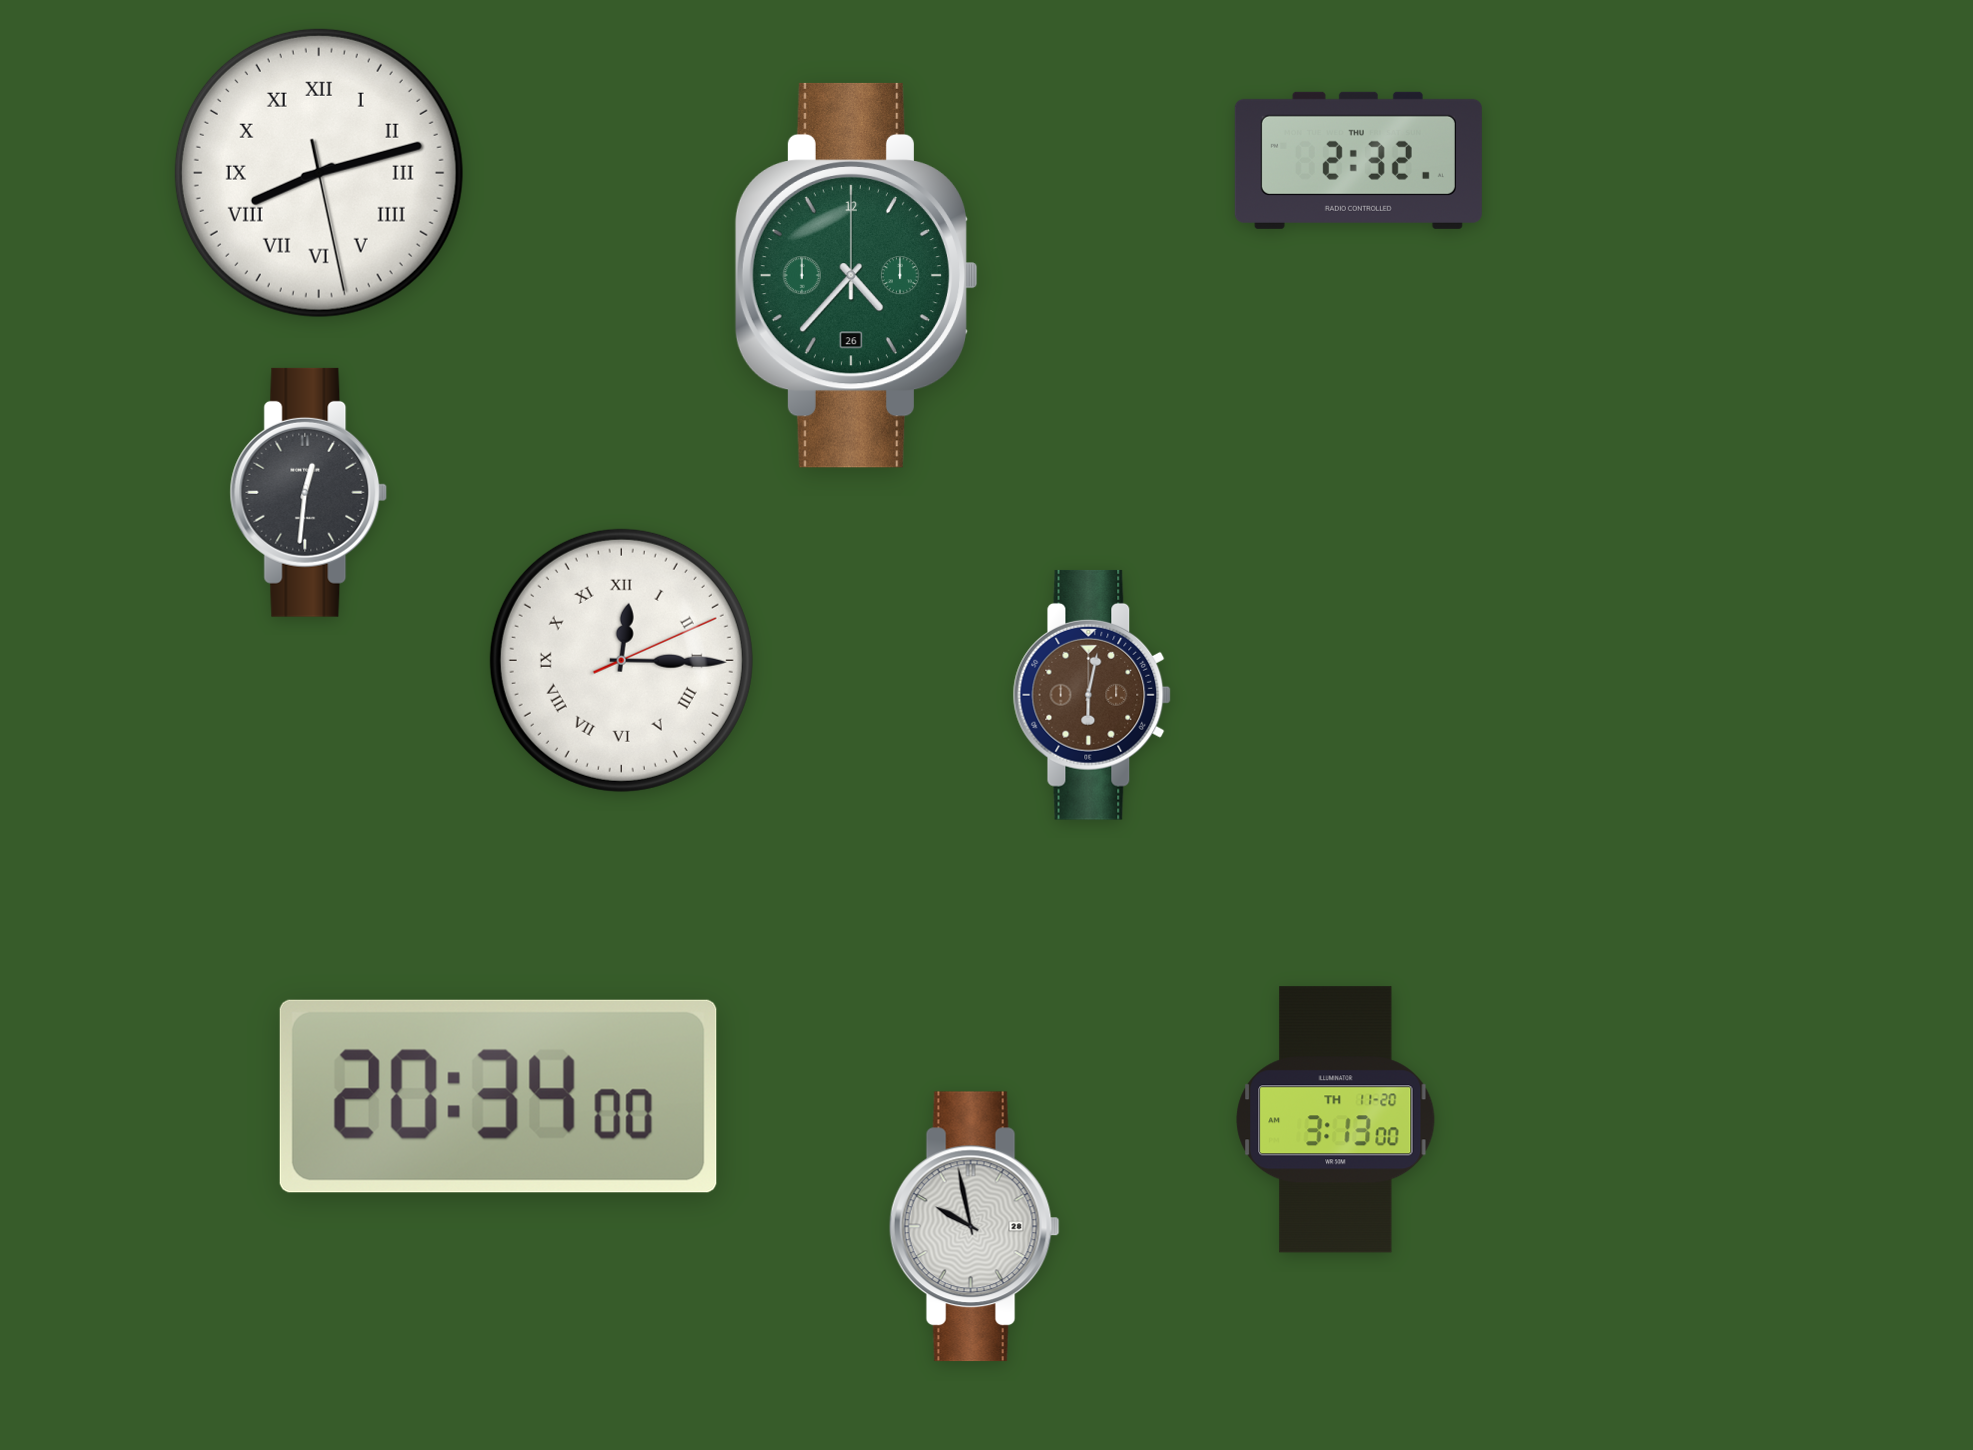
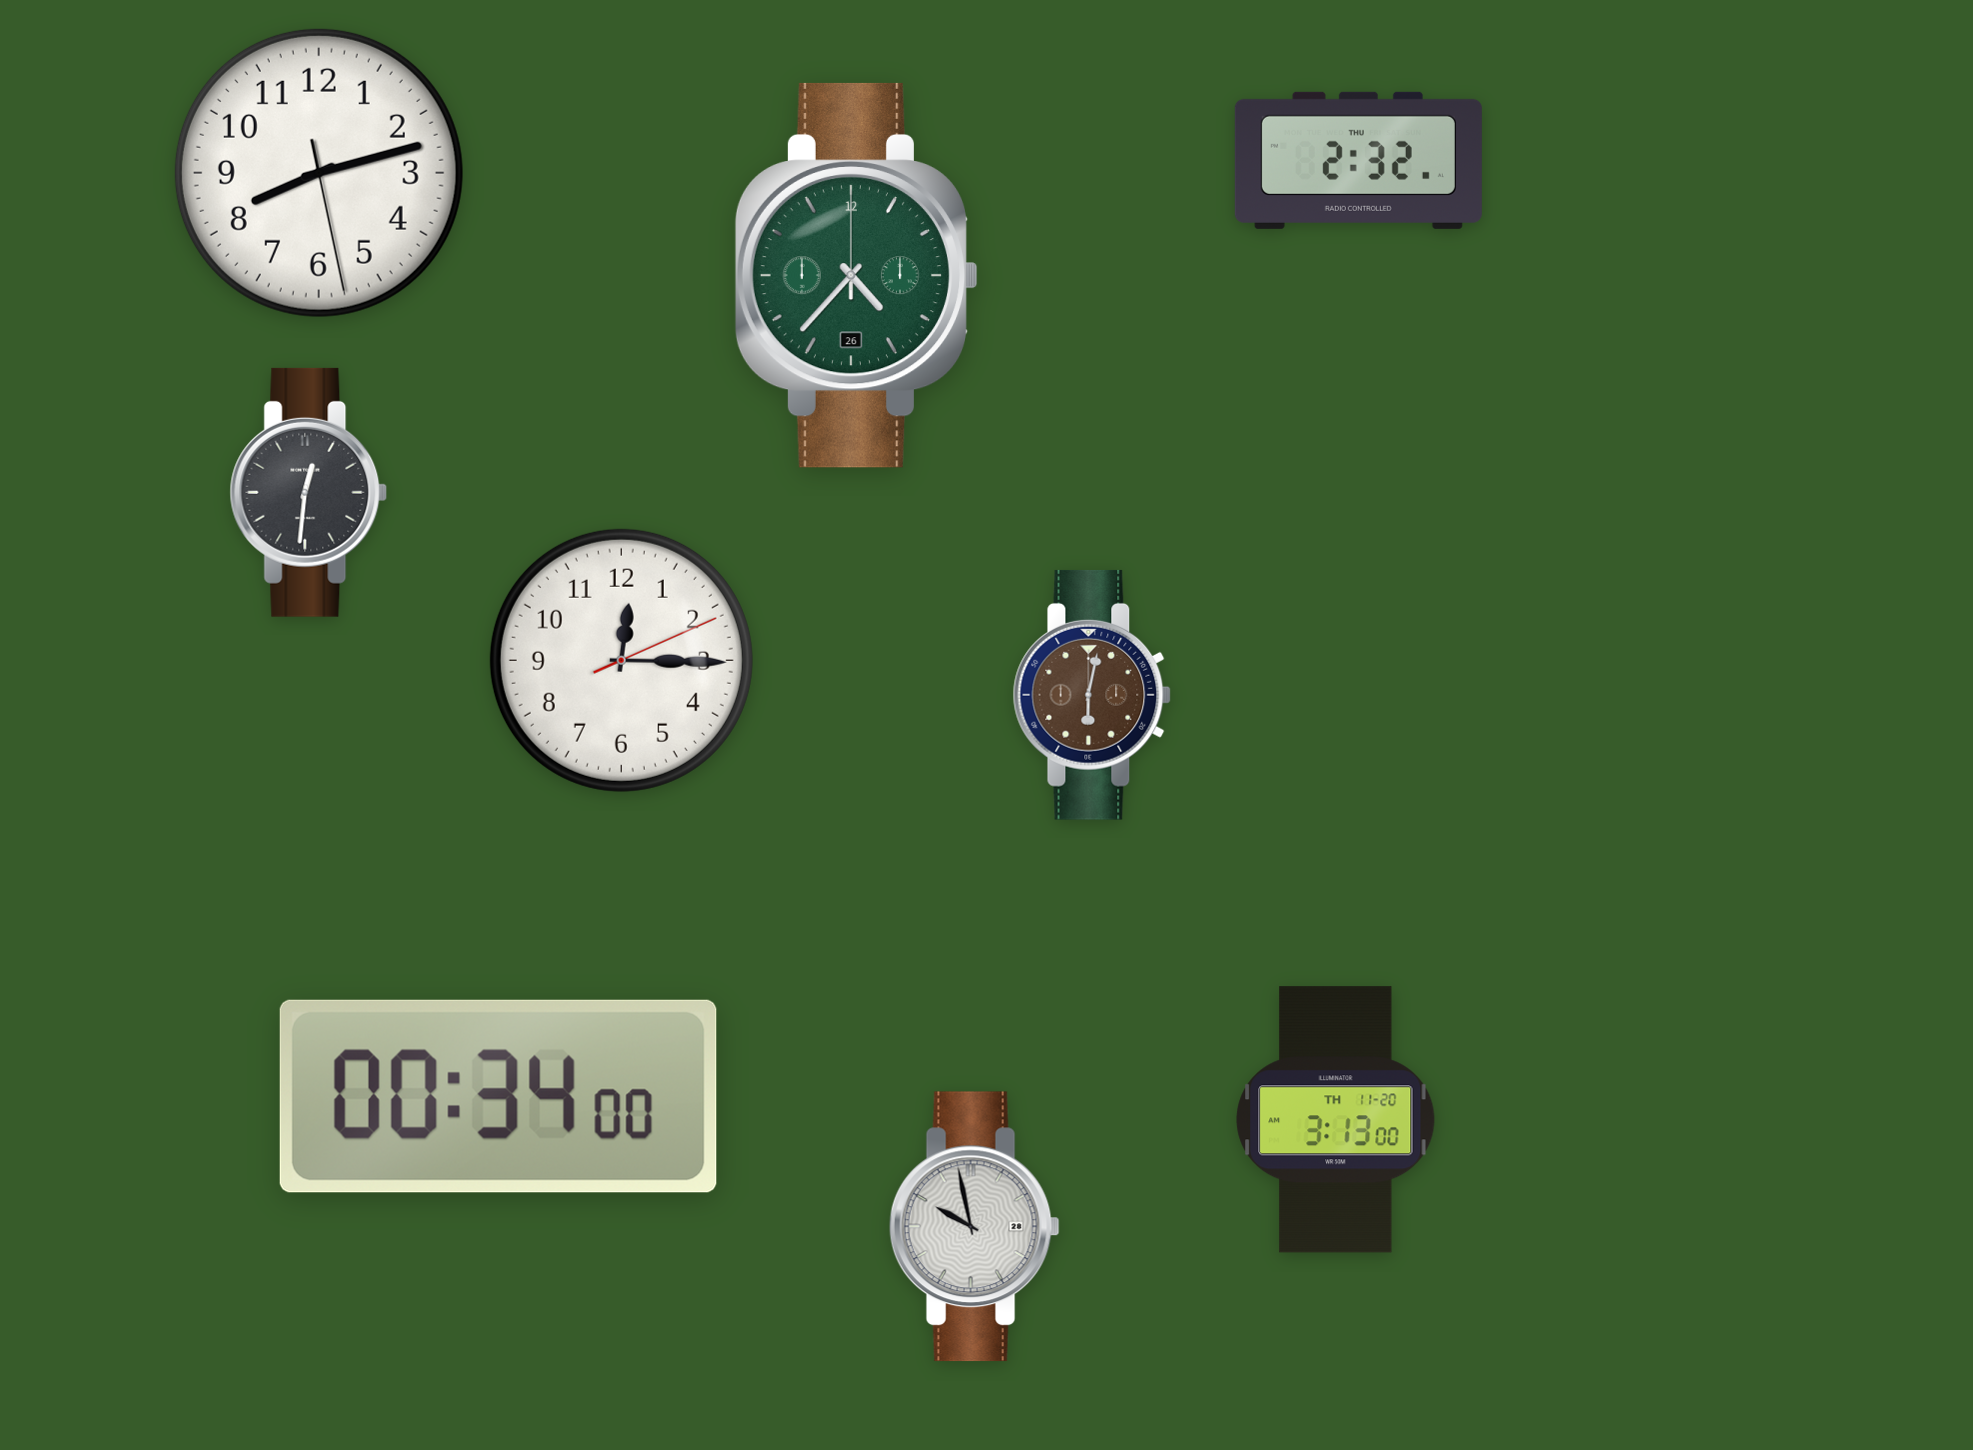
clock at (319, 173) numerals: Roman -> Arabic
clock at (621, 660) numerals: Roman -> Arabic
clock at (498, 1096): 20:34 -> 00:34
